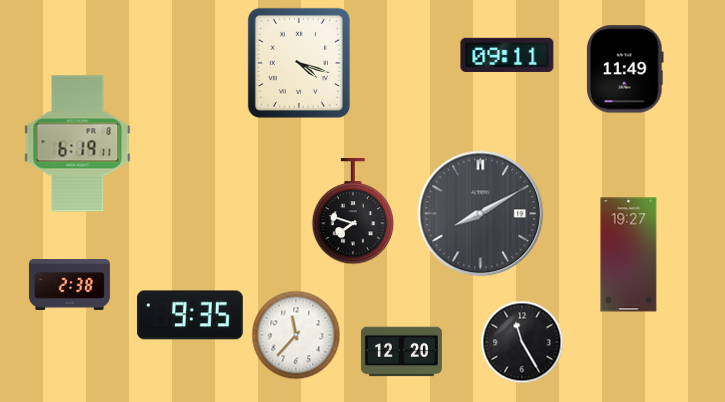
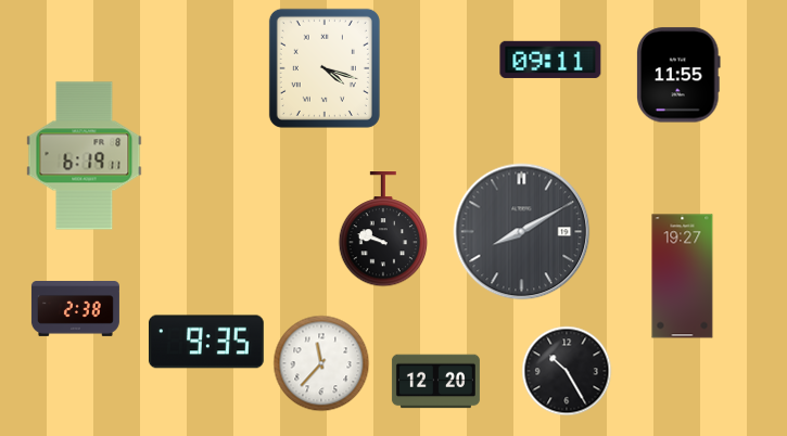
clock at (626, 69): 11:49 -> 11:55
clock at (353, 212): 7:48 -> 9:48
clock at (522, 342): 11:25 -> 10:25
